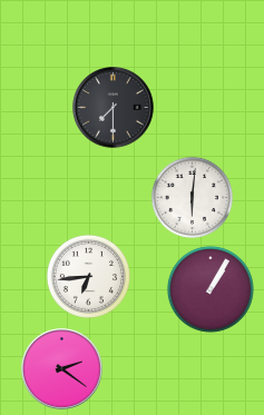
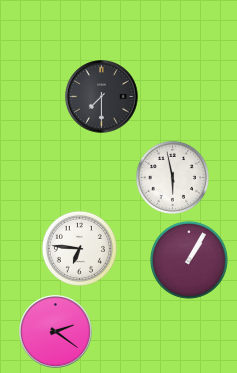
clock at (192, 197): 6:01 -> 5:58
clock at (88, 276): 6:44 -> 6:46
